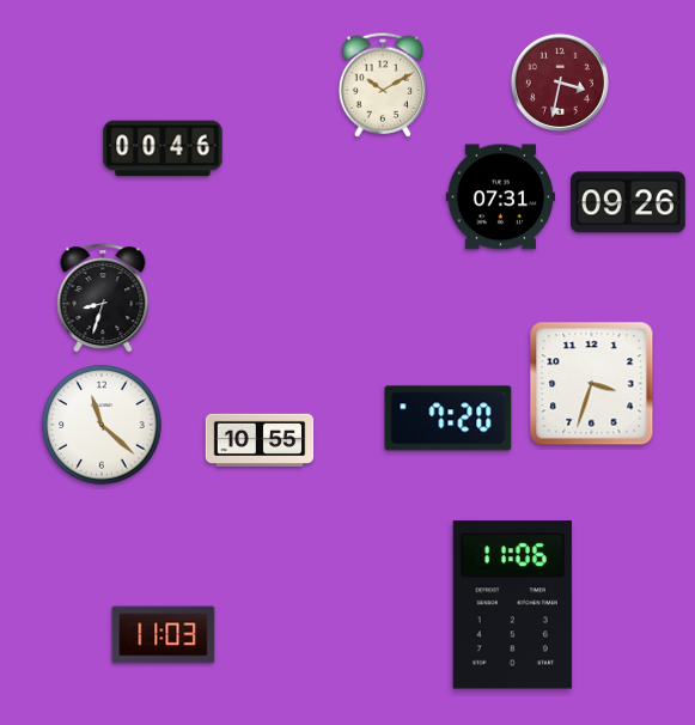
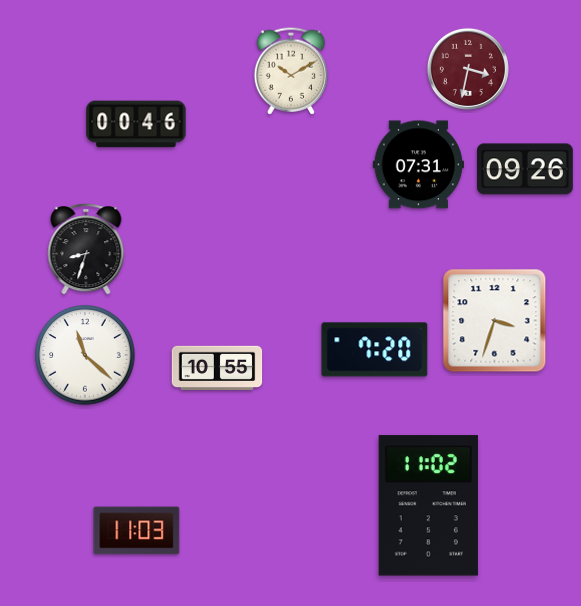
clock at (383, 85) position: (383, 85) -> (291, 71)
clock at (512, 605): 11:06 -> 11:02
